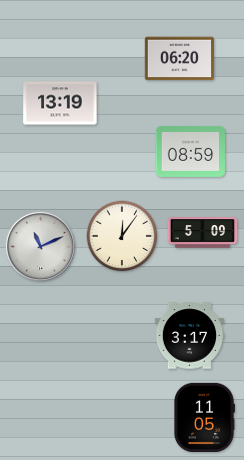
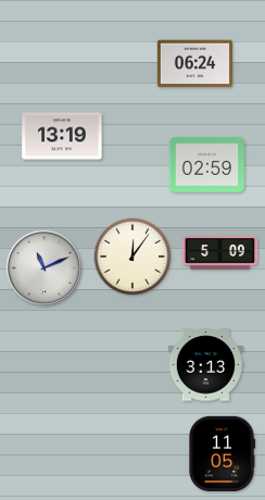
clock at (179, 59): 06:20 -> 06:24
clock at (60, 103) position: (60, 103) -> (62, 136)
clock at (191, 151): 08:59 -> 02:59
clock at (189, 336): 3:17 -> 3:13
